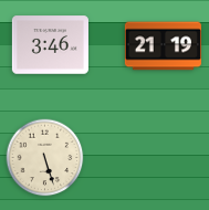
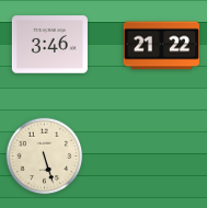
clock at (163, 46): 21:19 -> 21:22
